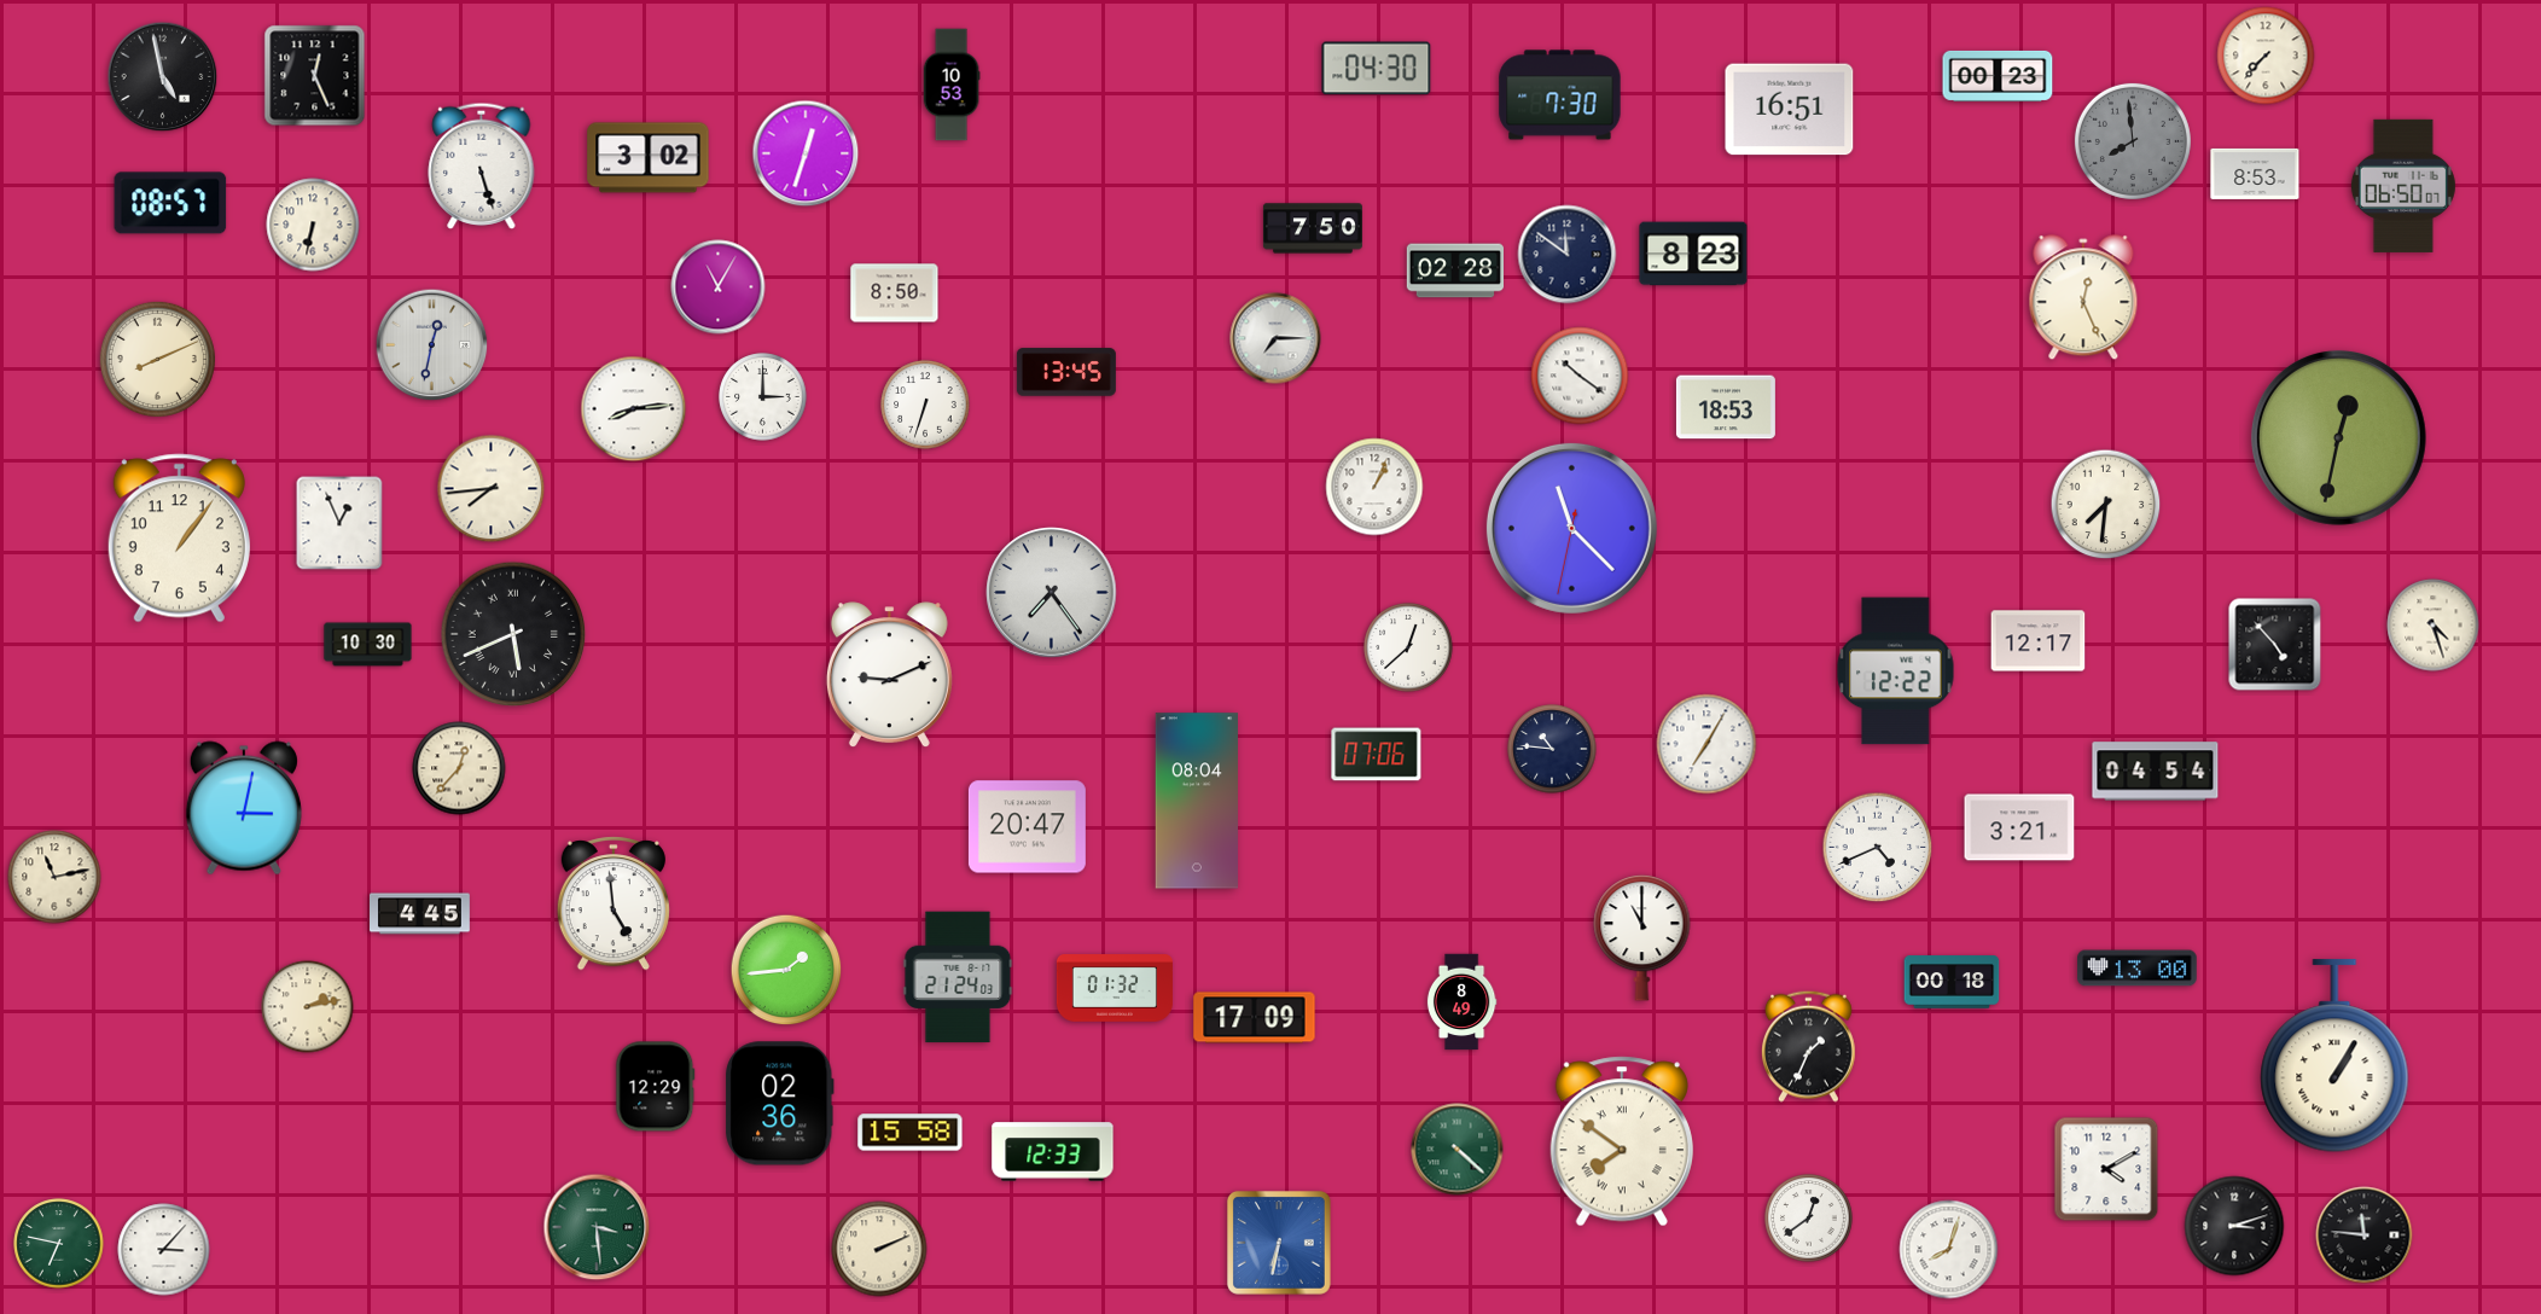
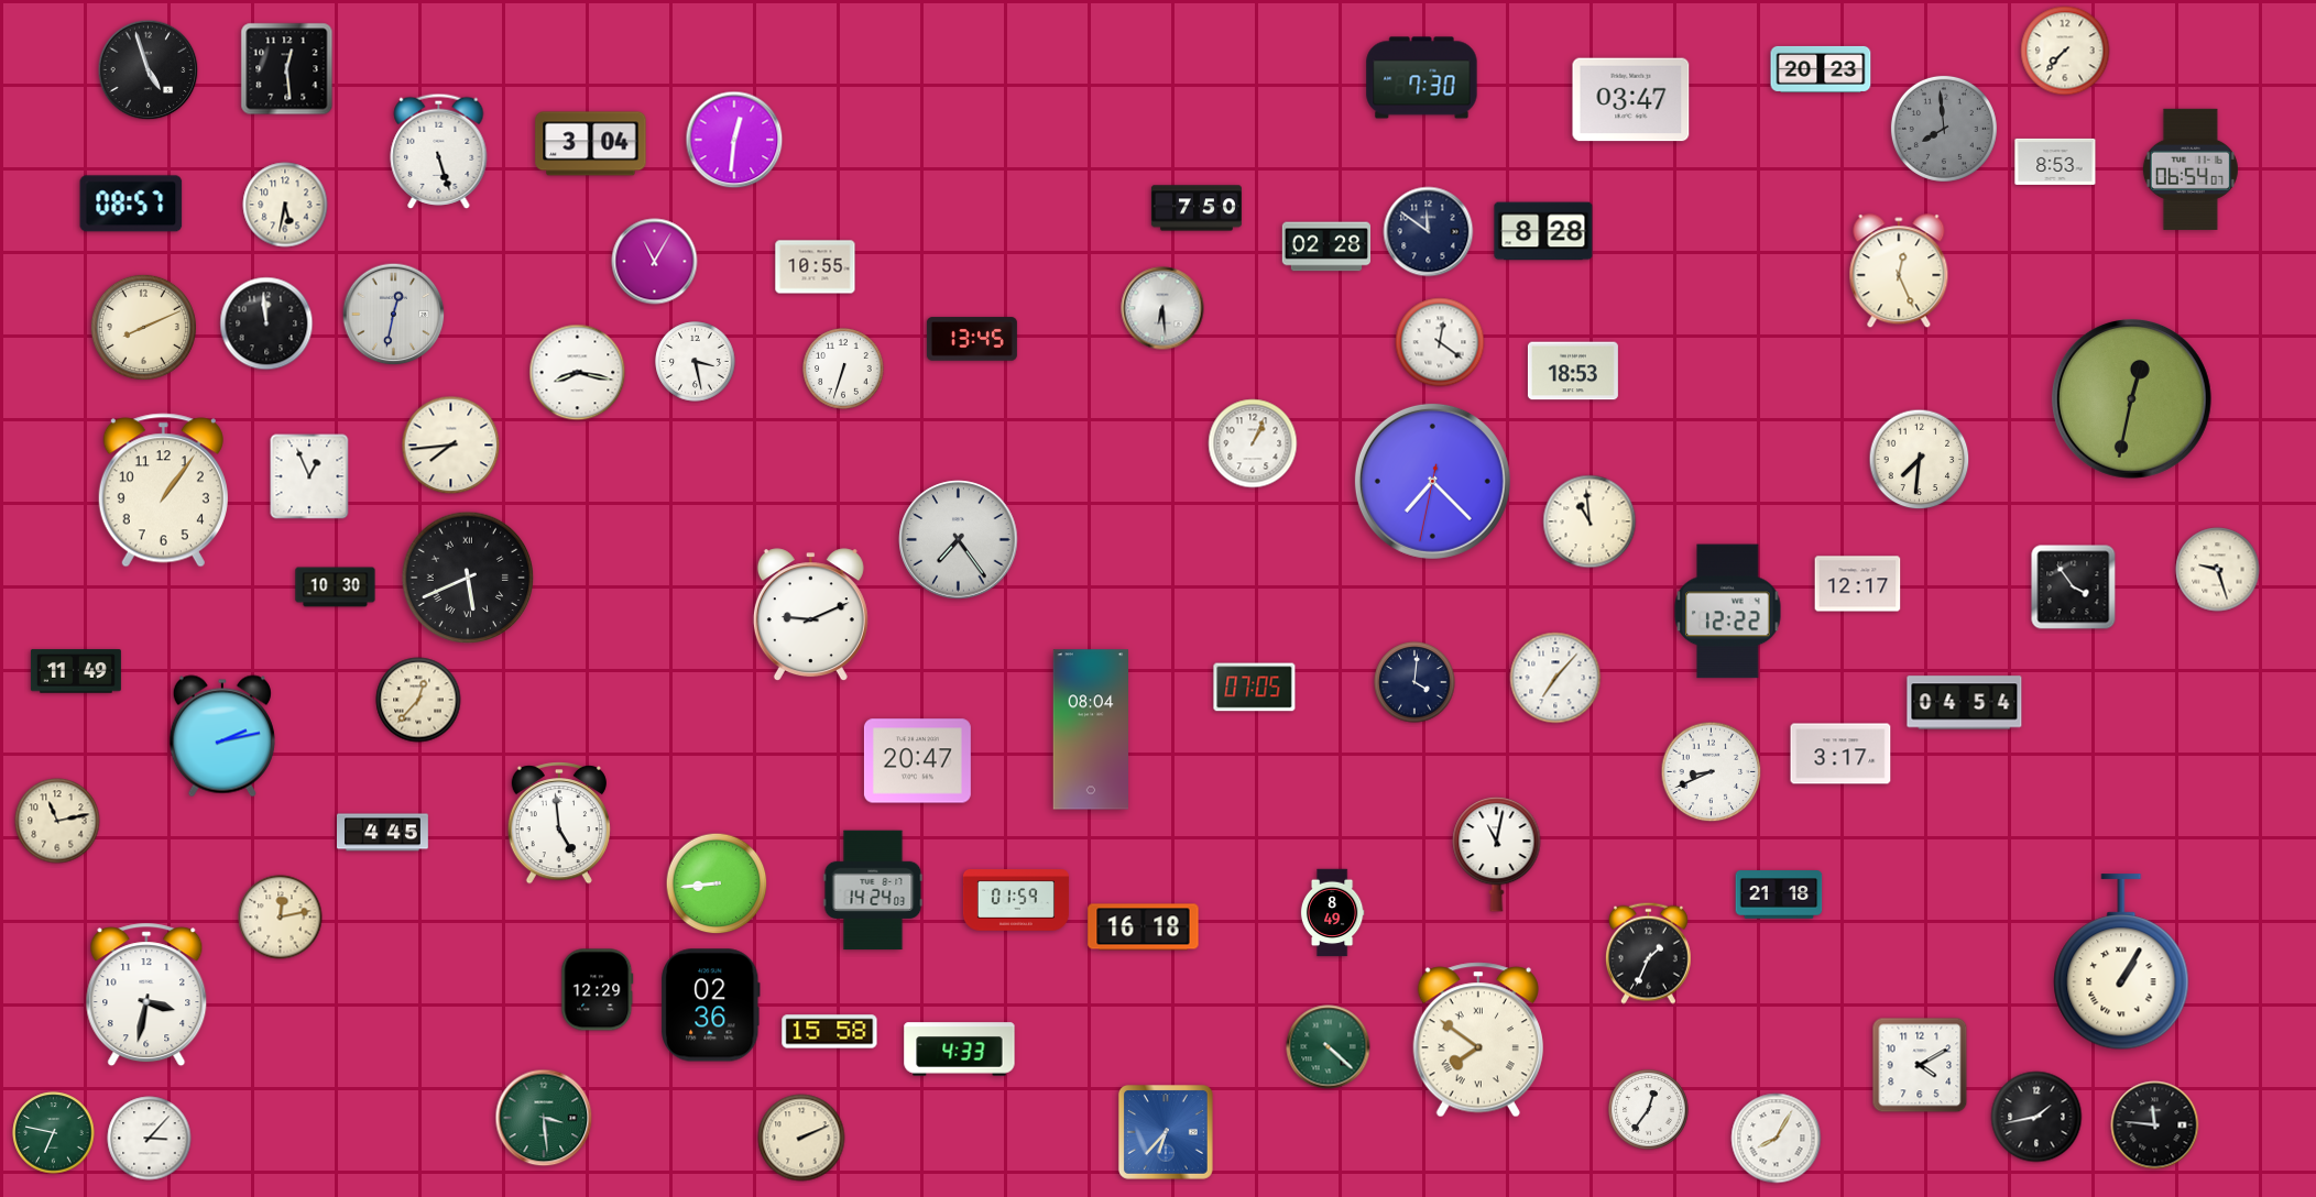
clock at (1377, 69): 04:30 -> none
clock at (315, 76): 12:26 -> 12:29
clock at (1998, 76): 00:23 -> 20:23
clock at (163, 77): 4:58 -> 4:57
clock at (952, 85): 10:53 -> none
clock at (1560, 95) position: (1560, 95) -> (1422, 78)
clock at (1790, 110): 16:51 -> 03:47
clock at (806, 153): 12:33 -> 12:31
clock at (649, 158): 3:02 -> 3:04
clock at (2255, 174) position: (2255, 174) -> (2055, 162)
clock at (2403, 186): 06:50 -> 06:54
clock at (170, 203) position: (170, 203) -> (131, 204)
clock at (313, 225): 6:32 -> 5:32
clock at (1693, 254): 8:23 -> 8:28
clock at (895, 293): 8:50 -> 10:55
clock at (1275, 338): 7:15 -> 6:29
clock at (266, 323): none -> 11:59
clock at (1580, 376): 10:21 -> 12:21
clock at (763, 397): 3:00 -> 3:28
clock at (634, 409): 8:14 -> 8:17
clock at (492, 489) position: (492, 489) -> (451, 446)
clock at (1571, 528): 11:22 -> 7:22
clock at (1589, 521): none -> 10:59
clock at (2434, 626): 4:27 -> 9:27
clock at (2275, 645): 4:53 -> 3:54
clock at (1408, 647): 12:38 -> none
clock at (76, 671): none -> 11:49
clock at (1706, 744): 7:05 -> 7:07
clock at (1552, 749): 10:46 -> 4:01
clock at (1377, 755): 07:06 -> 07:05
clock at (244, 808): 3:02 -> 2:13
clock at (1027, 827) position: (1027, 827) -> (917, 761)
clock at (2019, 827): 3:21 -> 3:17
clock at (1878, 848): 4:41 -> 8:41
clock at (54, 877) position: (54, 877) -> (57, 821)
clock at (1642, 937): 11:00 -> 11:02
clock at (2138, 969): 13:00 -> none
clock at (786, 970): 1:44 -> 8:44
clock at (958, 977): 21:24 -> 14:24
clock at (1952, 982): 00:18 -> 21:18
clock at (1115, 988): 01:32 -> 01:59
clock at (308, 1007): 2:13 -> 12:13
clock at (1255, 1018): 17:09 -> 16:18
clock at (2334, 1057) position: (2334, 1057) -> (2121, 963)
clock at (146, 995): none -> 3:32
clock at (1053, 1152): 12:33 -> 4:33
clock at (1809, 1219): 12:39 -> 12:36
clock at (2234, 1226): 3:12 -> 1:43
clock at (1279, 1243): 6:32 -> 6:37
clock at (1949, 1250): 8:03 -> 8:05
